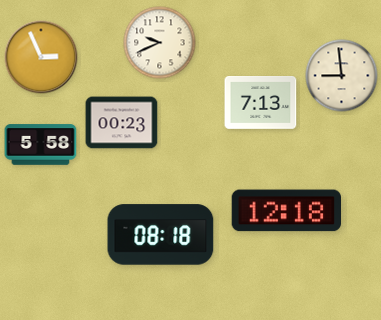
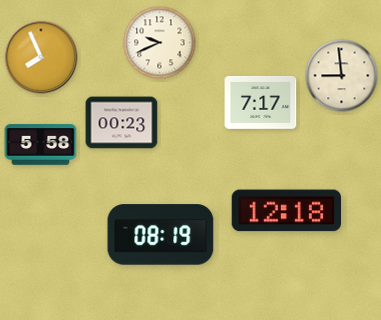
clock at (41, 57): 2:56 -> 7:56
clock at (261, 103): 7:13 -> 7:17
clock at (161, 235): 08:18 -> 08:19
